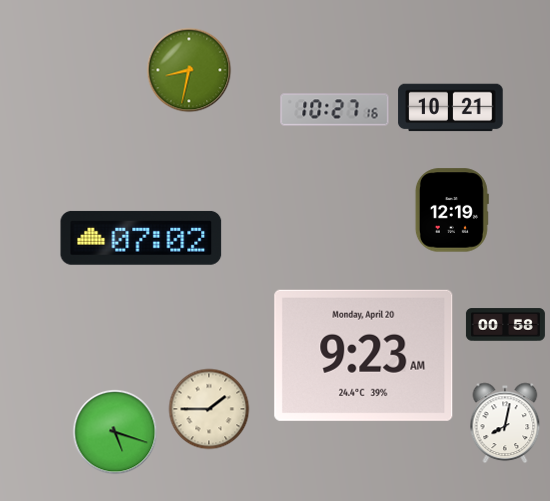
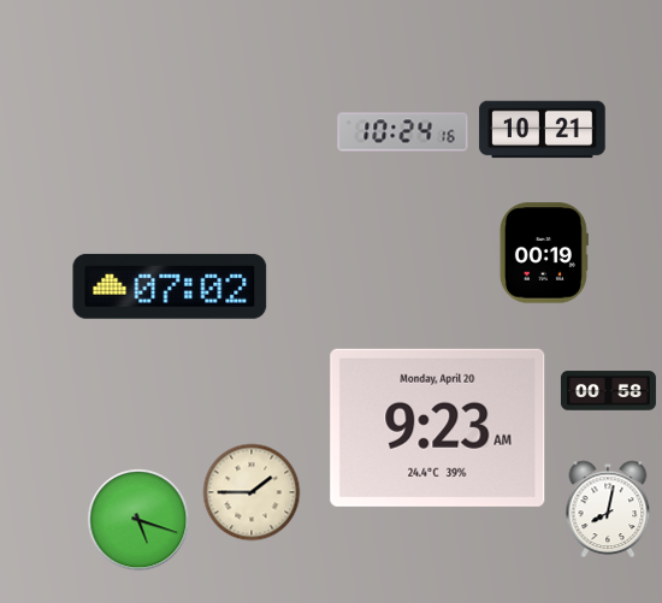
clock at (189, 70): 8:32 -> none
clock at (335, 110): 10:27 -> 10:24
clock at (452, 210): 12:19 -> 00:19
